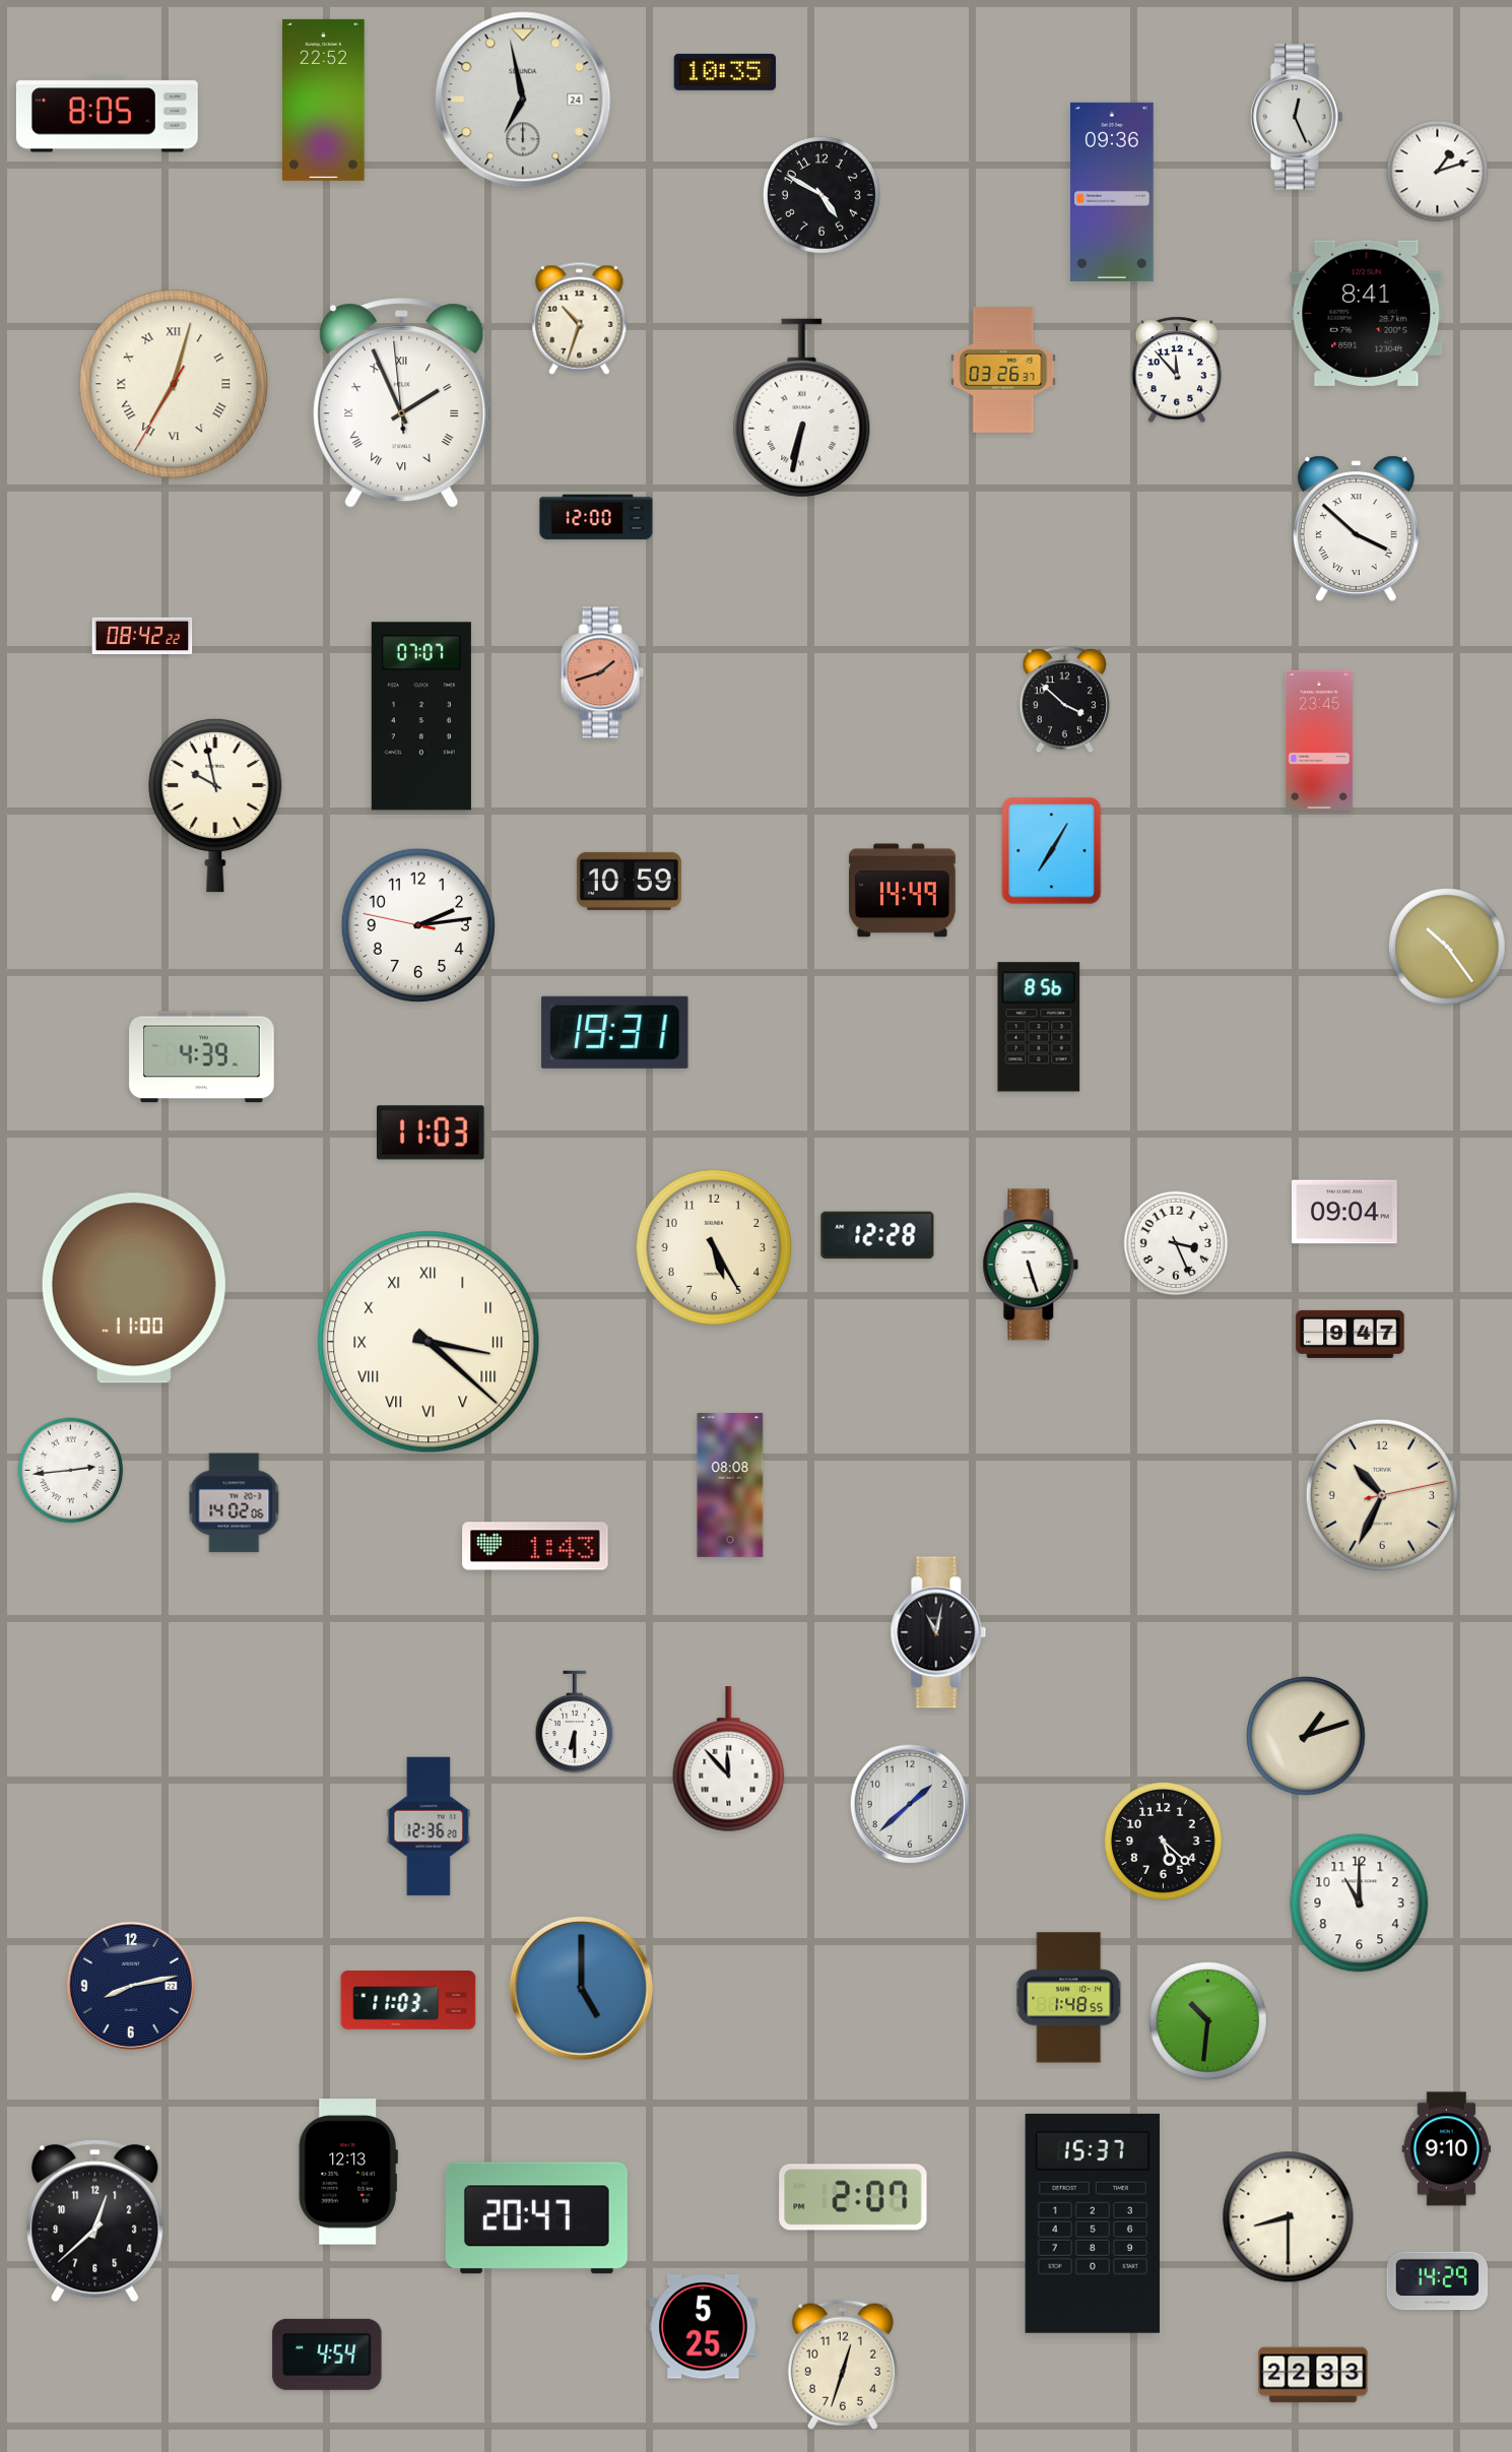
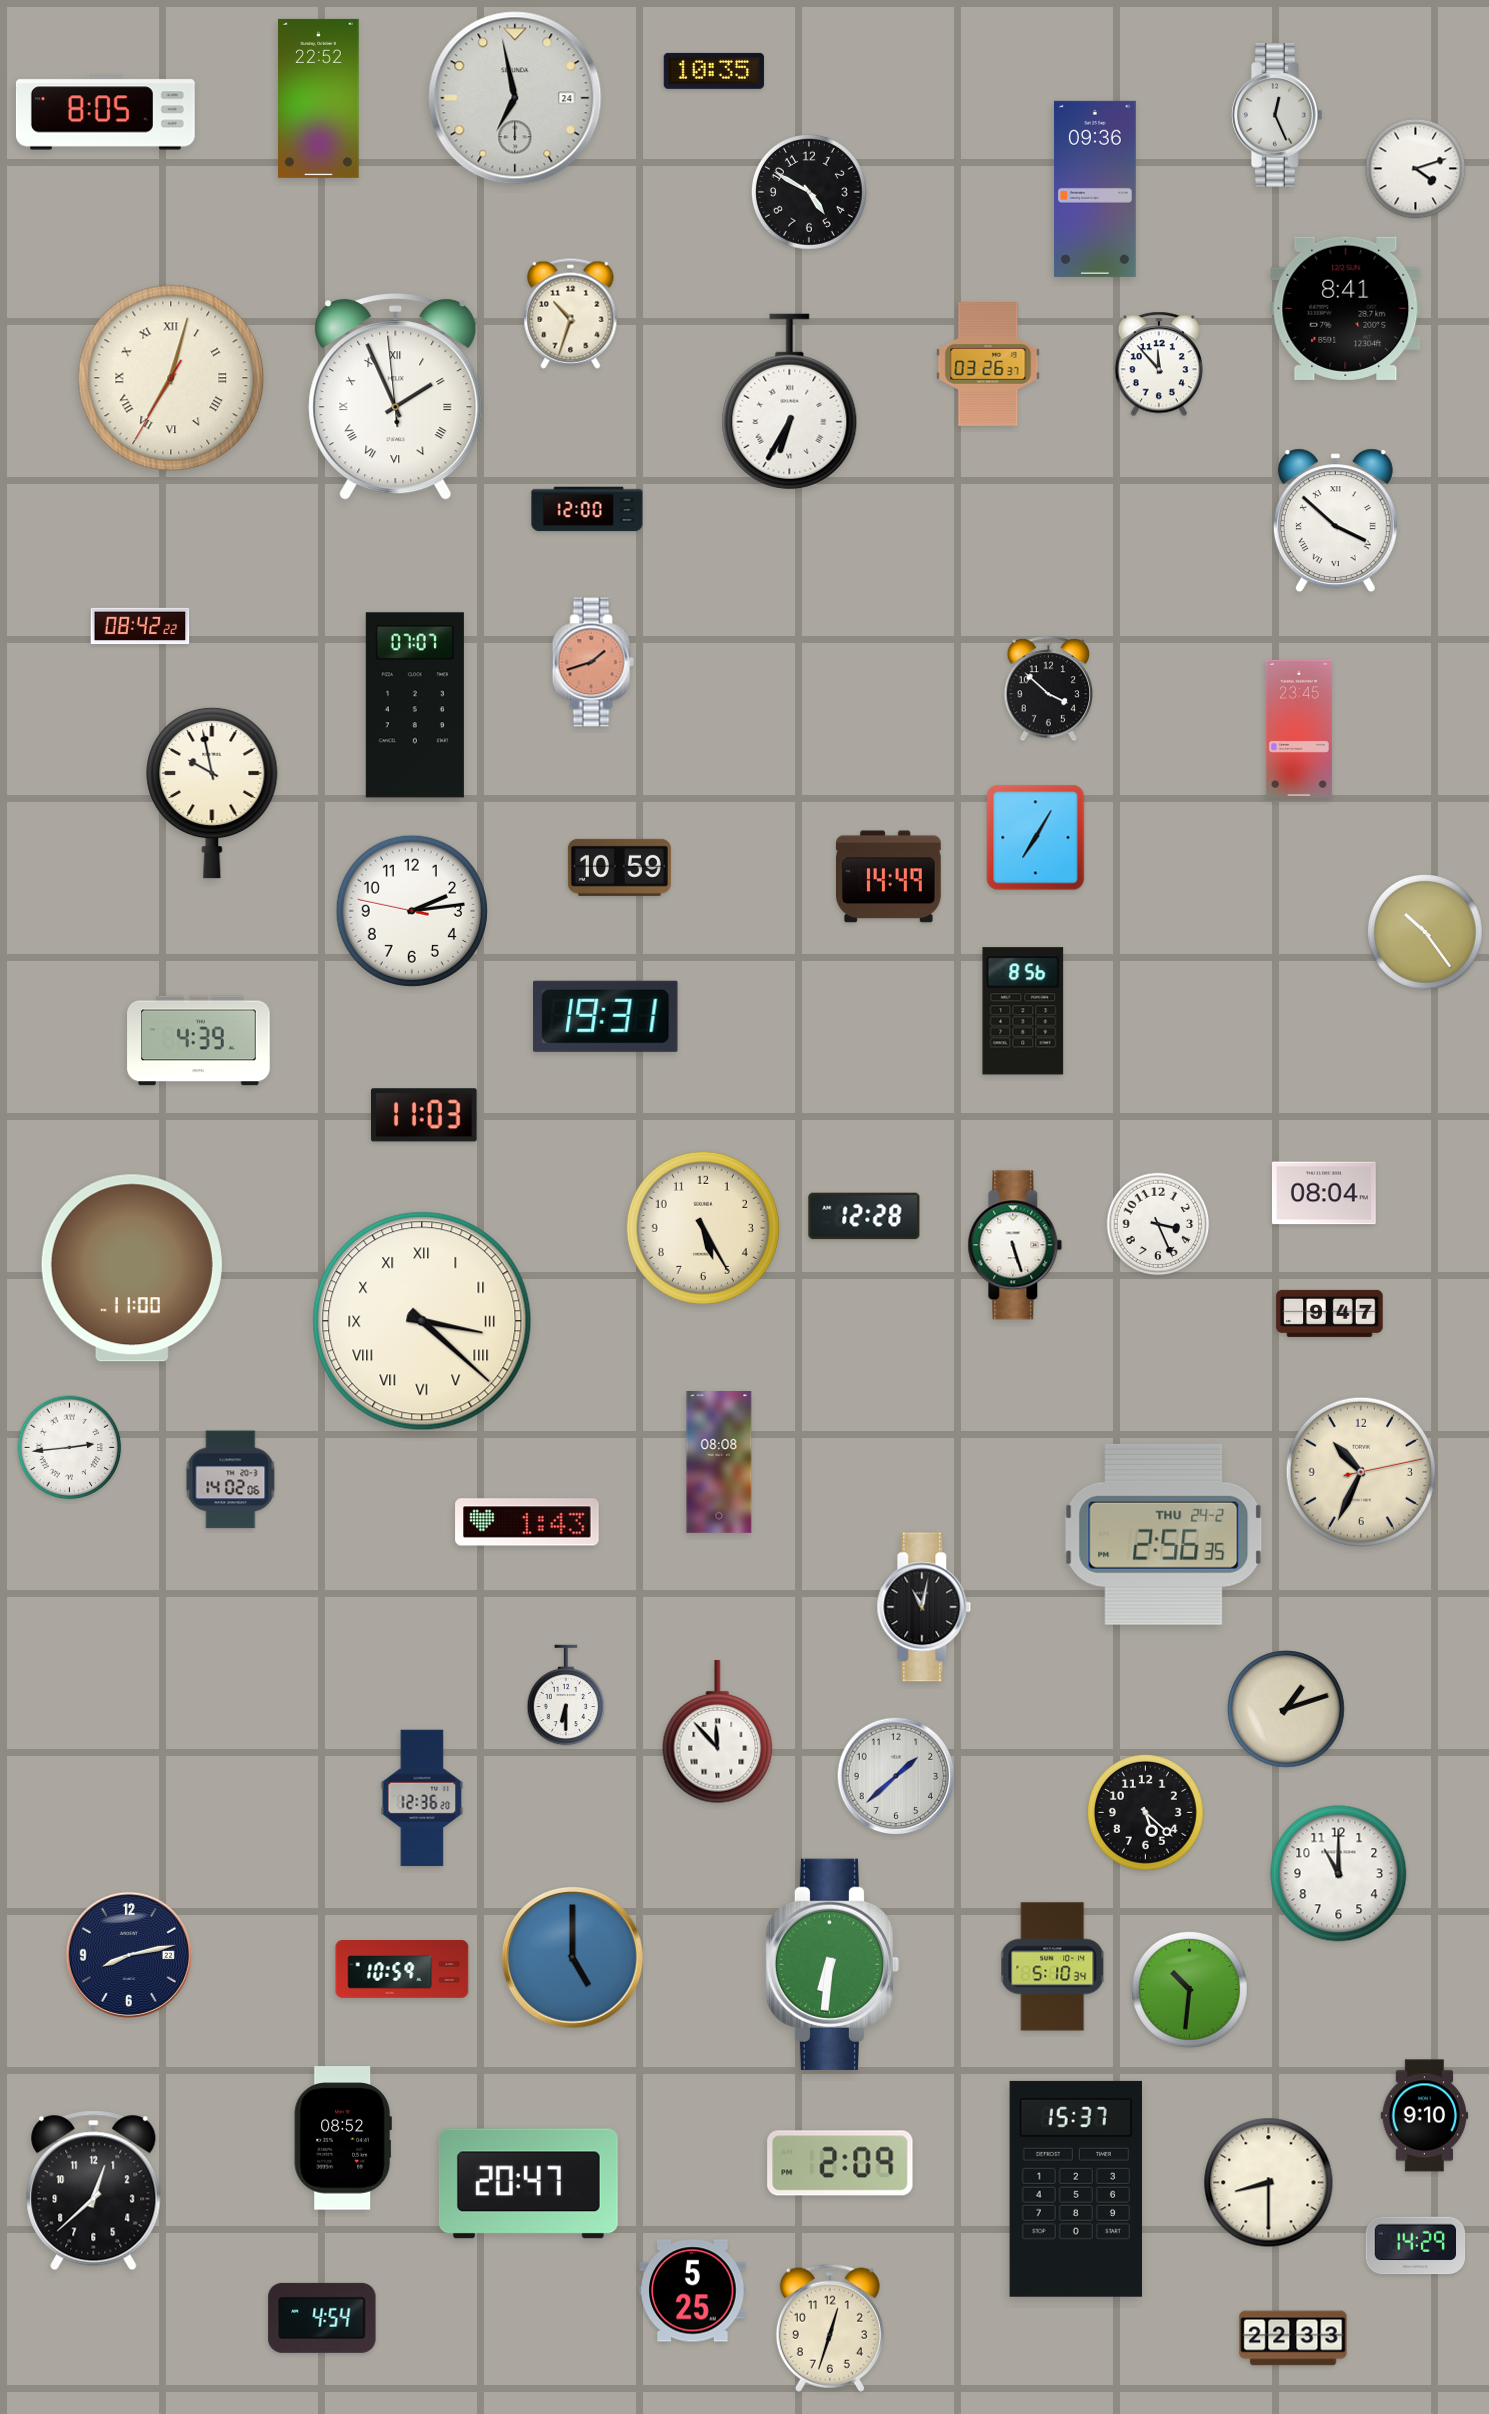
clock at (1438, 172): 1:12 -> 4:12
clock at (802, 408): 6:32 -> 6:35
clock at (1344, 1212): 09:04 -> 08:04
clock at (1164, 1534): none -> 2:56
clock at (832, 1964): none -> 6:31
clock at (1069, 1998): 1:48 -> 5:10
clock at (408, 2001): 11:03 -> 10:59
clock at (348, 2172): 12:13 -> 08:52
clock at (853, 2197): 2:07 -> 2:09
clock at (95, 2221) position: (95, 2221) -> (94, 2191)
